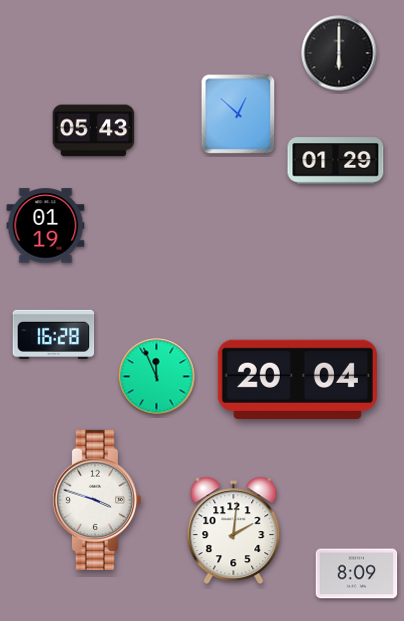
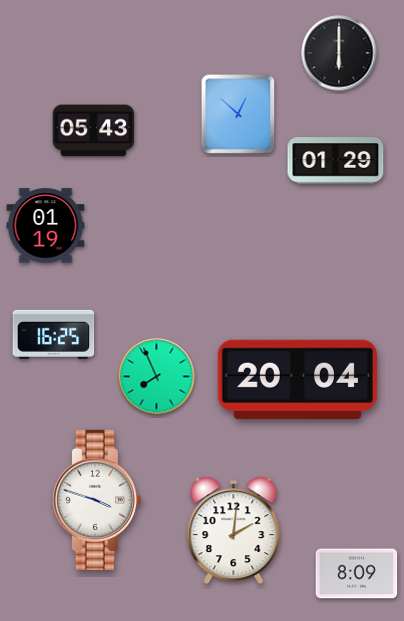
clock at (54, 334): 16:28 -> 16:25
clock at (157, 377): 11:56 -> 7:56
